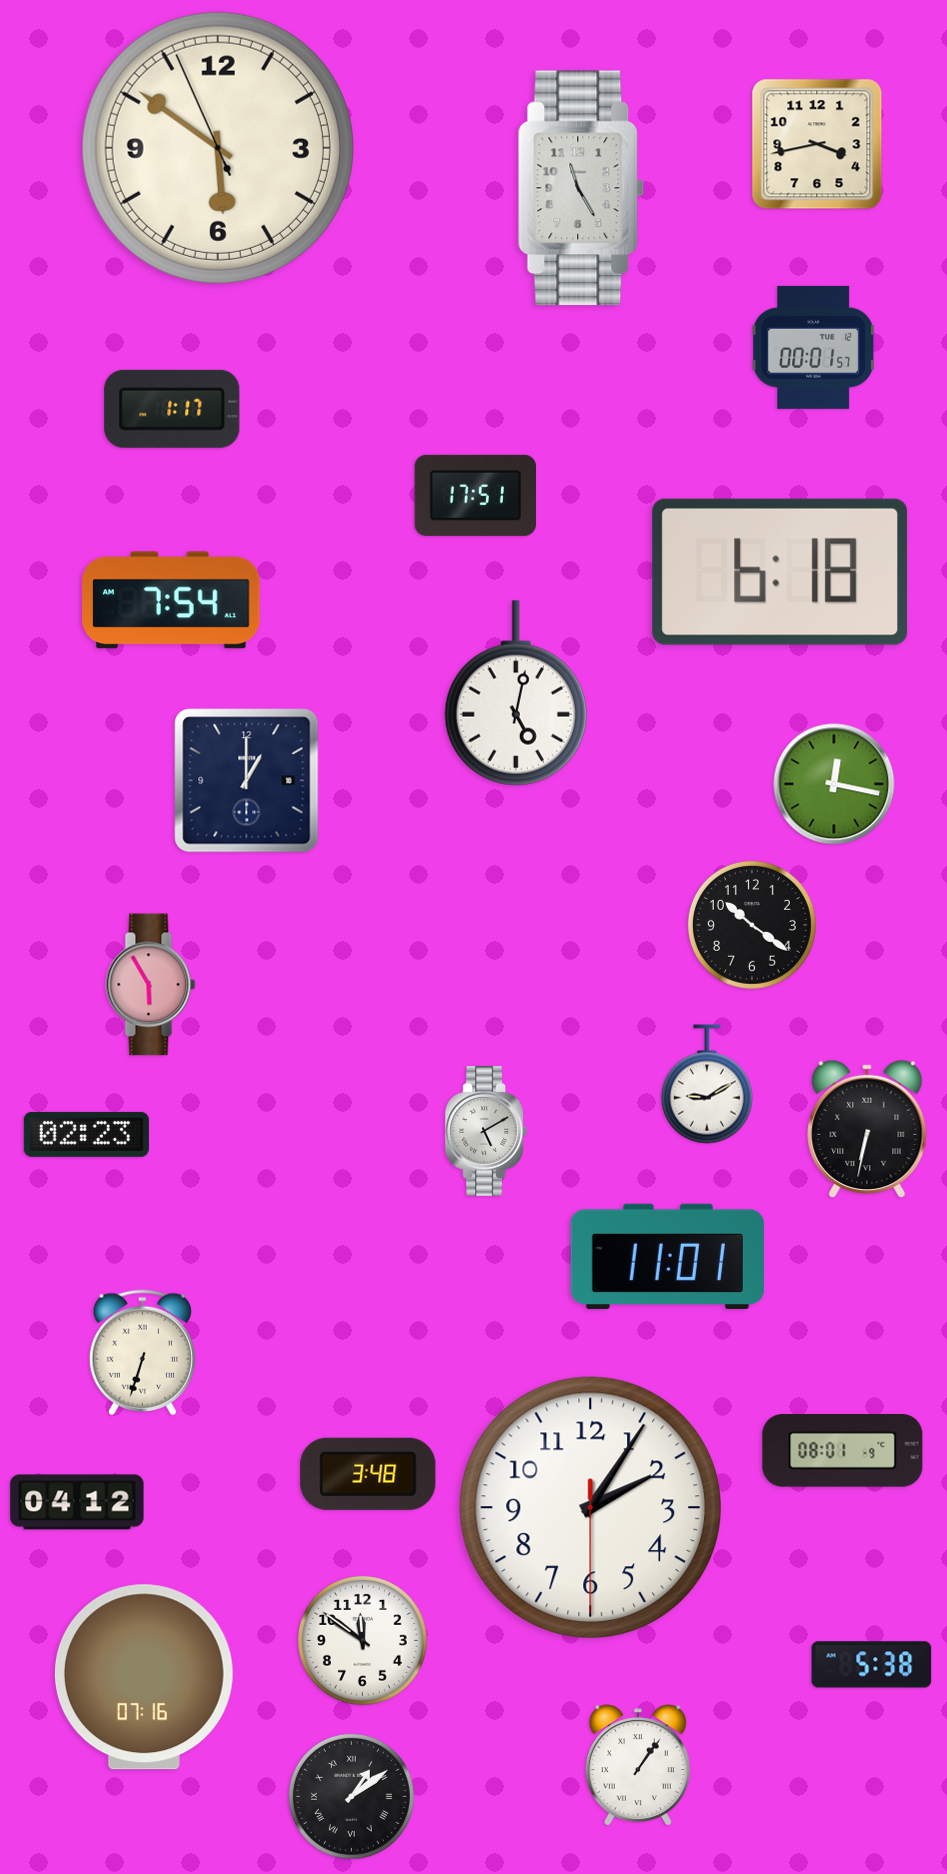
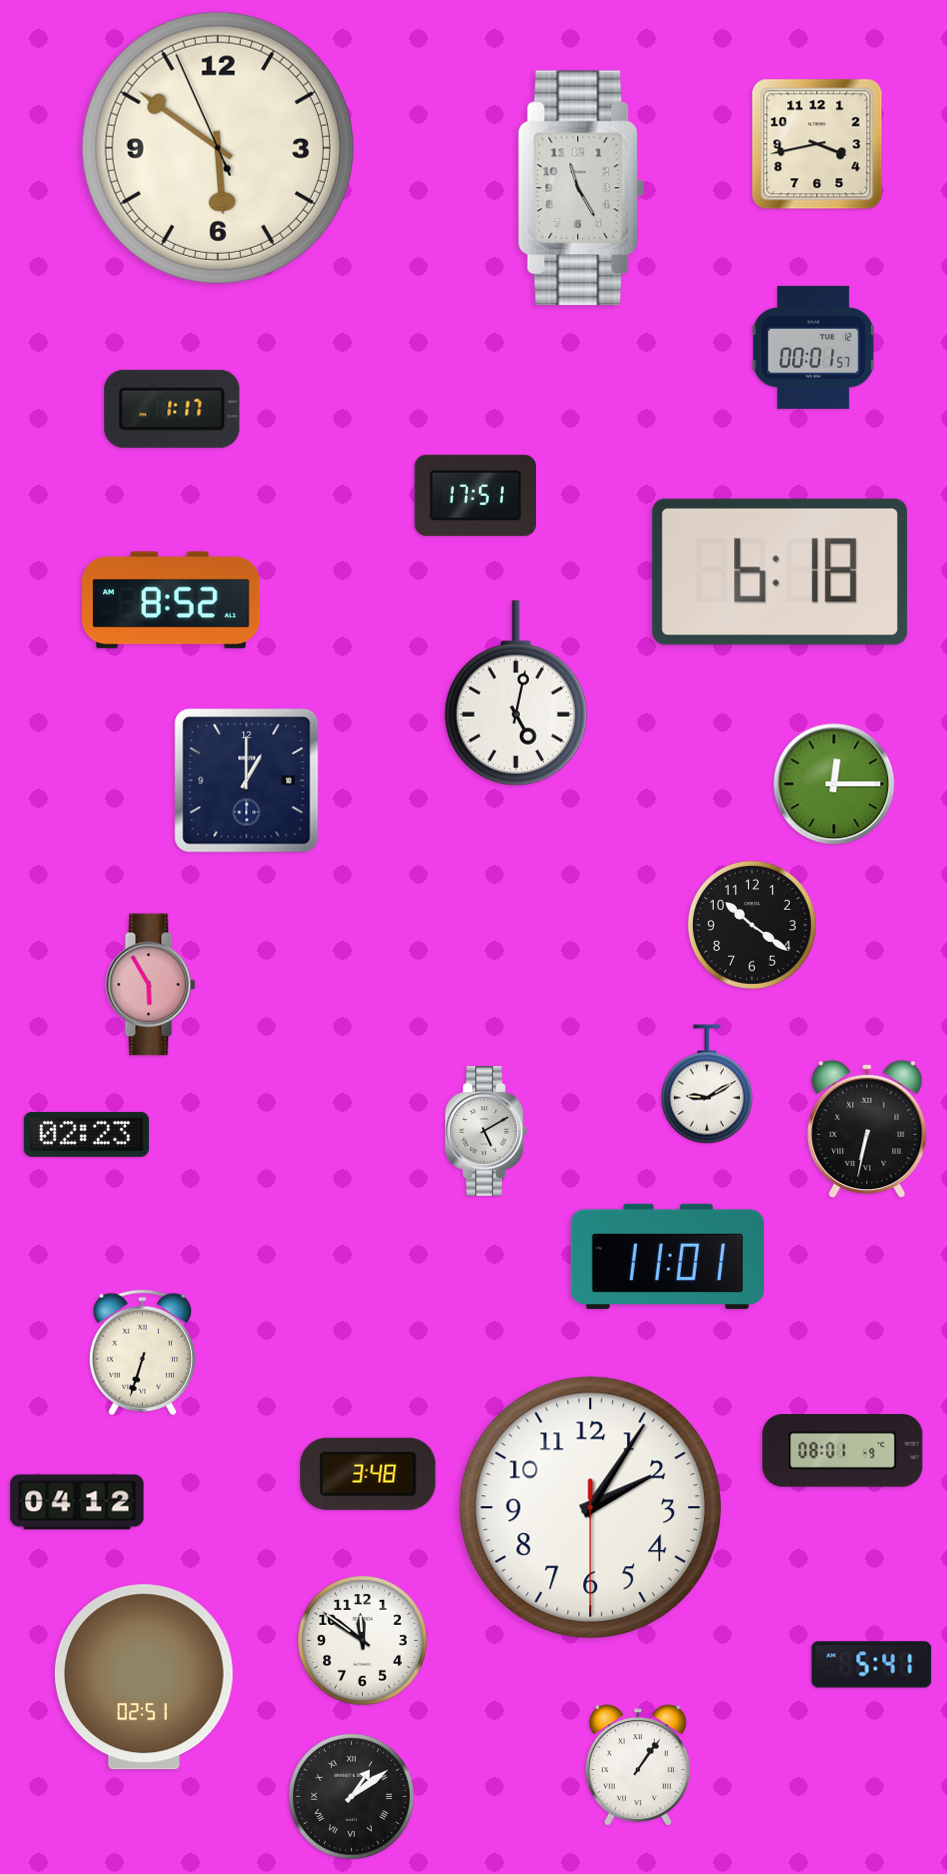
clock at (171, 600): 7:54 -> 8:52
clock at (834, 784): 12:17 -> 12:15
clock at (872, 1665): 5:38 -> 5:41
clock at (144, 1677): 07:16 -> 02:51
